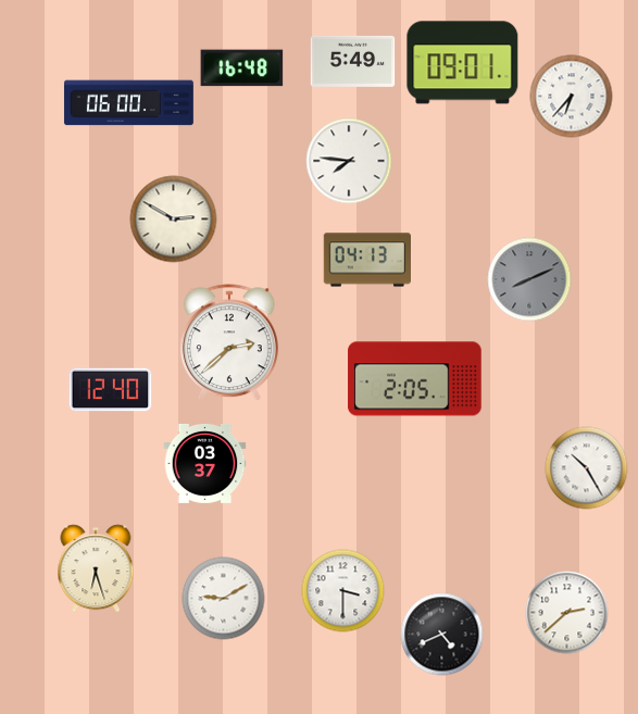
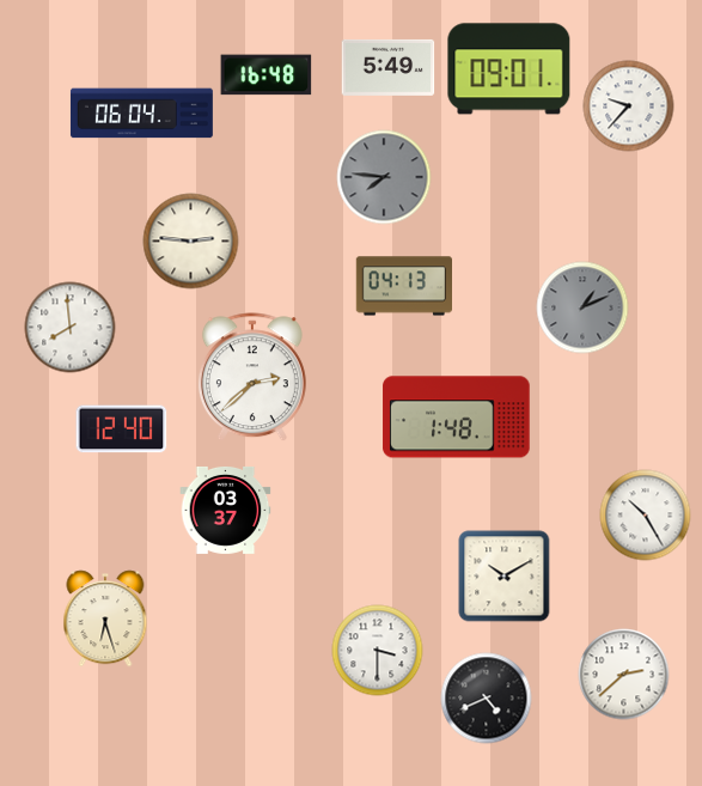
clock at (572, 97): 6:37 -> 9:37
clock at (128, 103): 06:00 -> 06:04
clock at (349, 161) dial: white -> grey
clock at (174, 220): 2:50 -> 2:46
clock at (529, 279): 8:11 -> 1:11
clock at (71, 328): none -> 7:59
clock at (415, 379): 2:05 -> 1:48
clock at (505, 577): none -> 10:10
clock at (96, 568) position: (96, 568) -> (105, 619)
clock at (224, 599): 9:10 -> none
